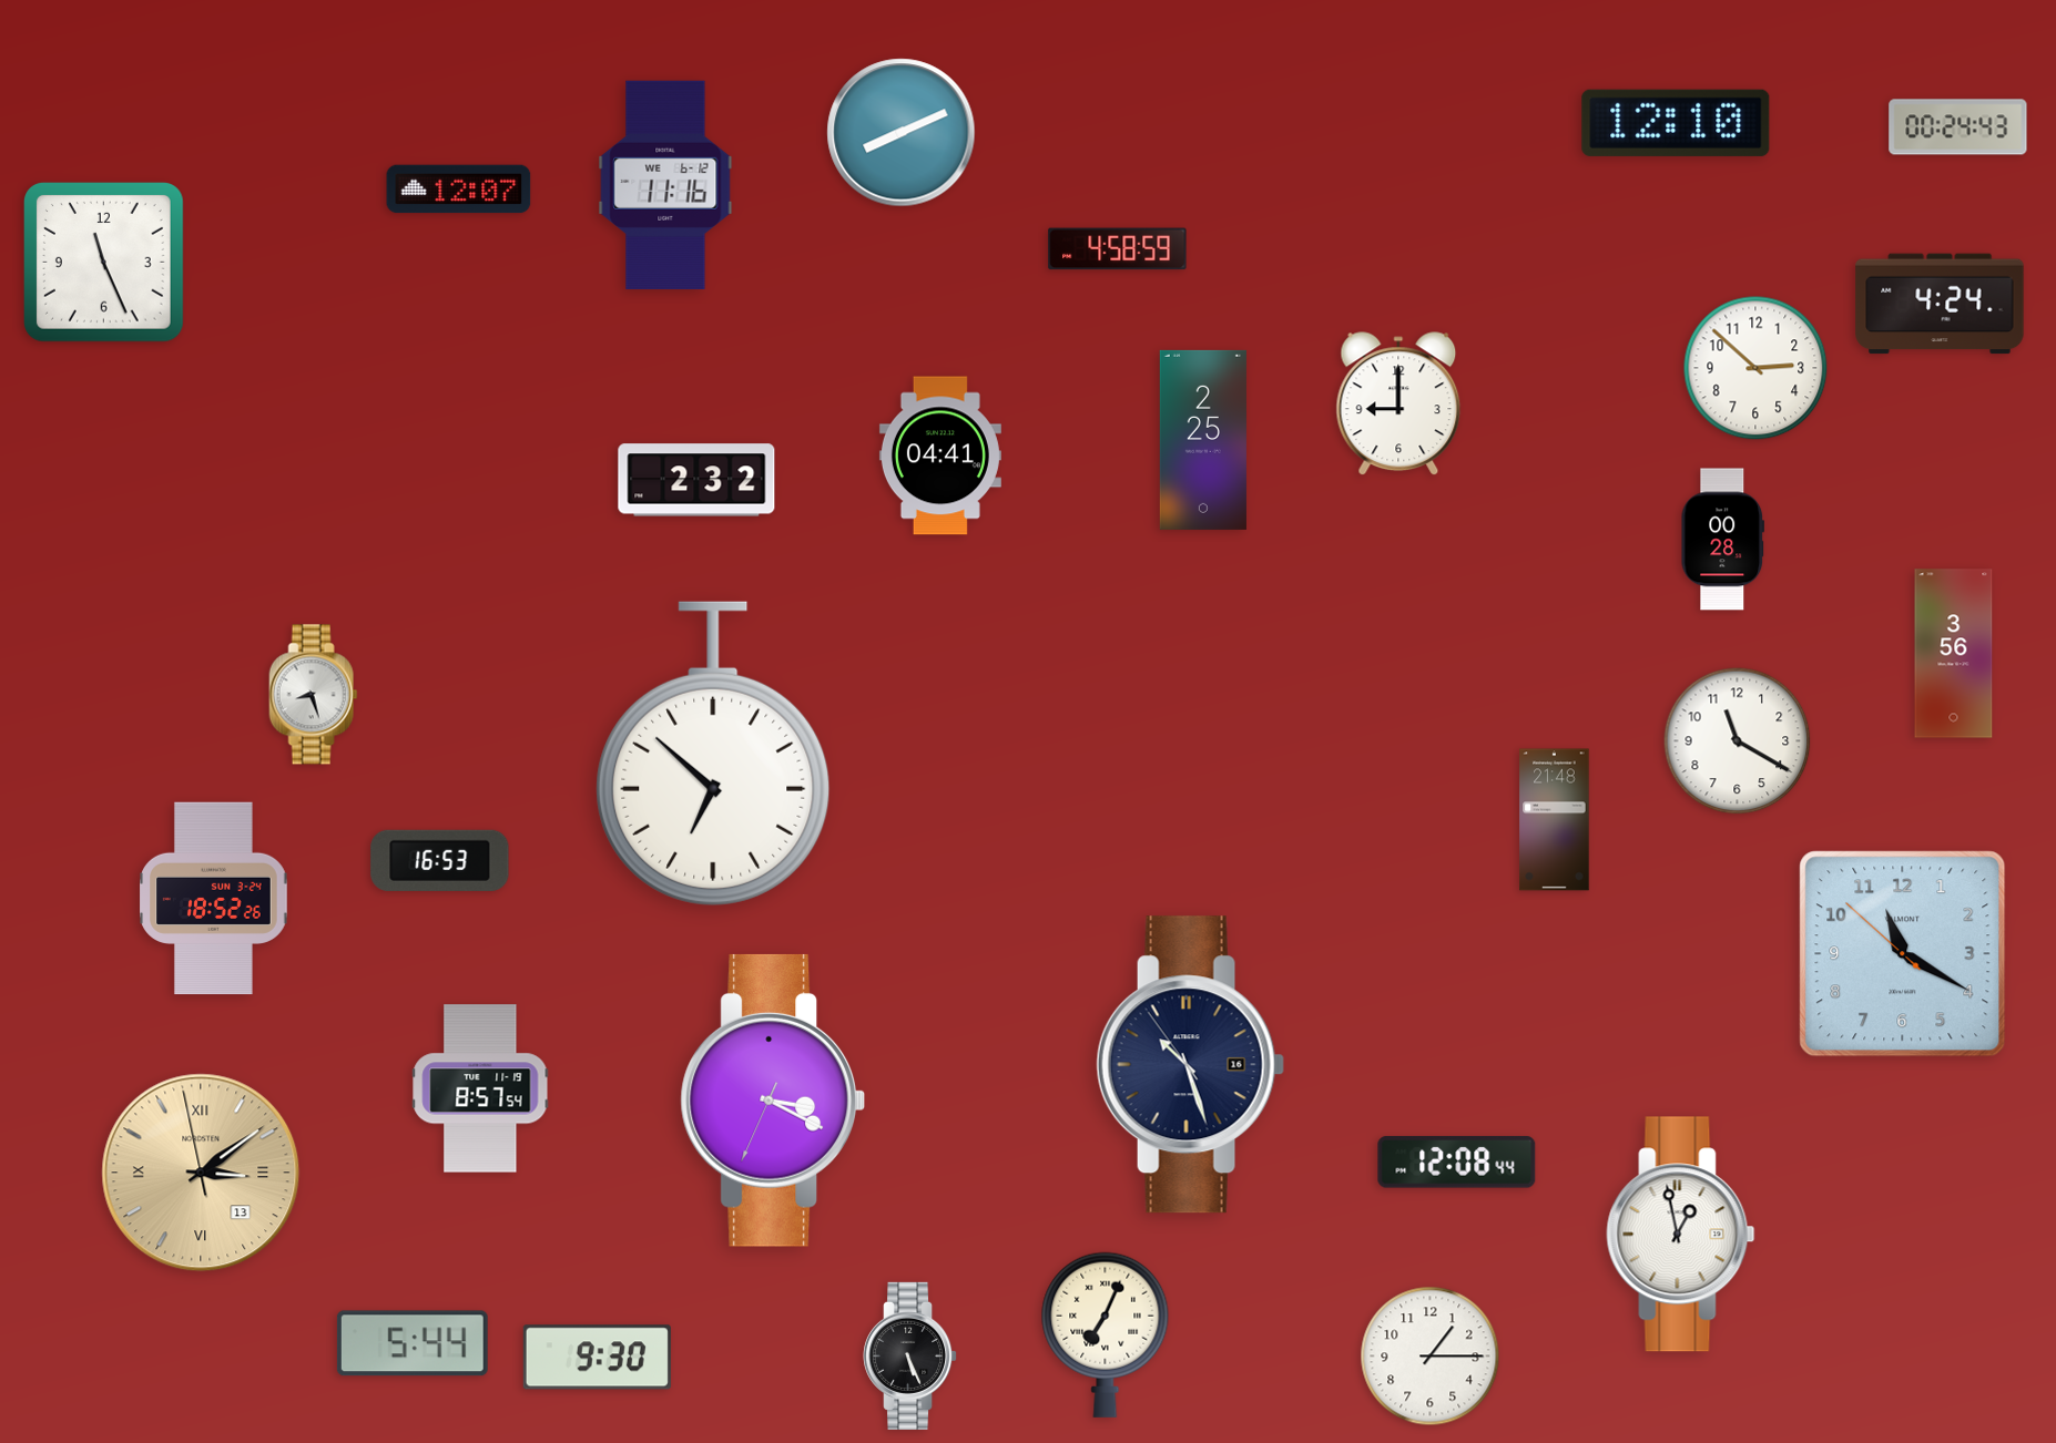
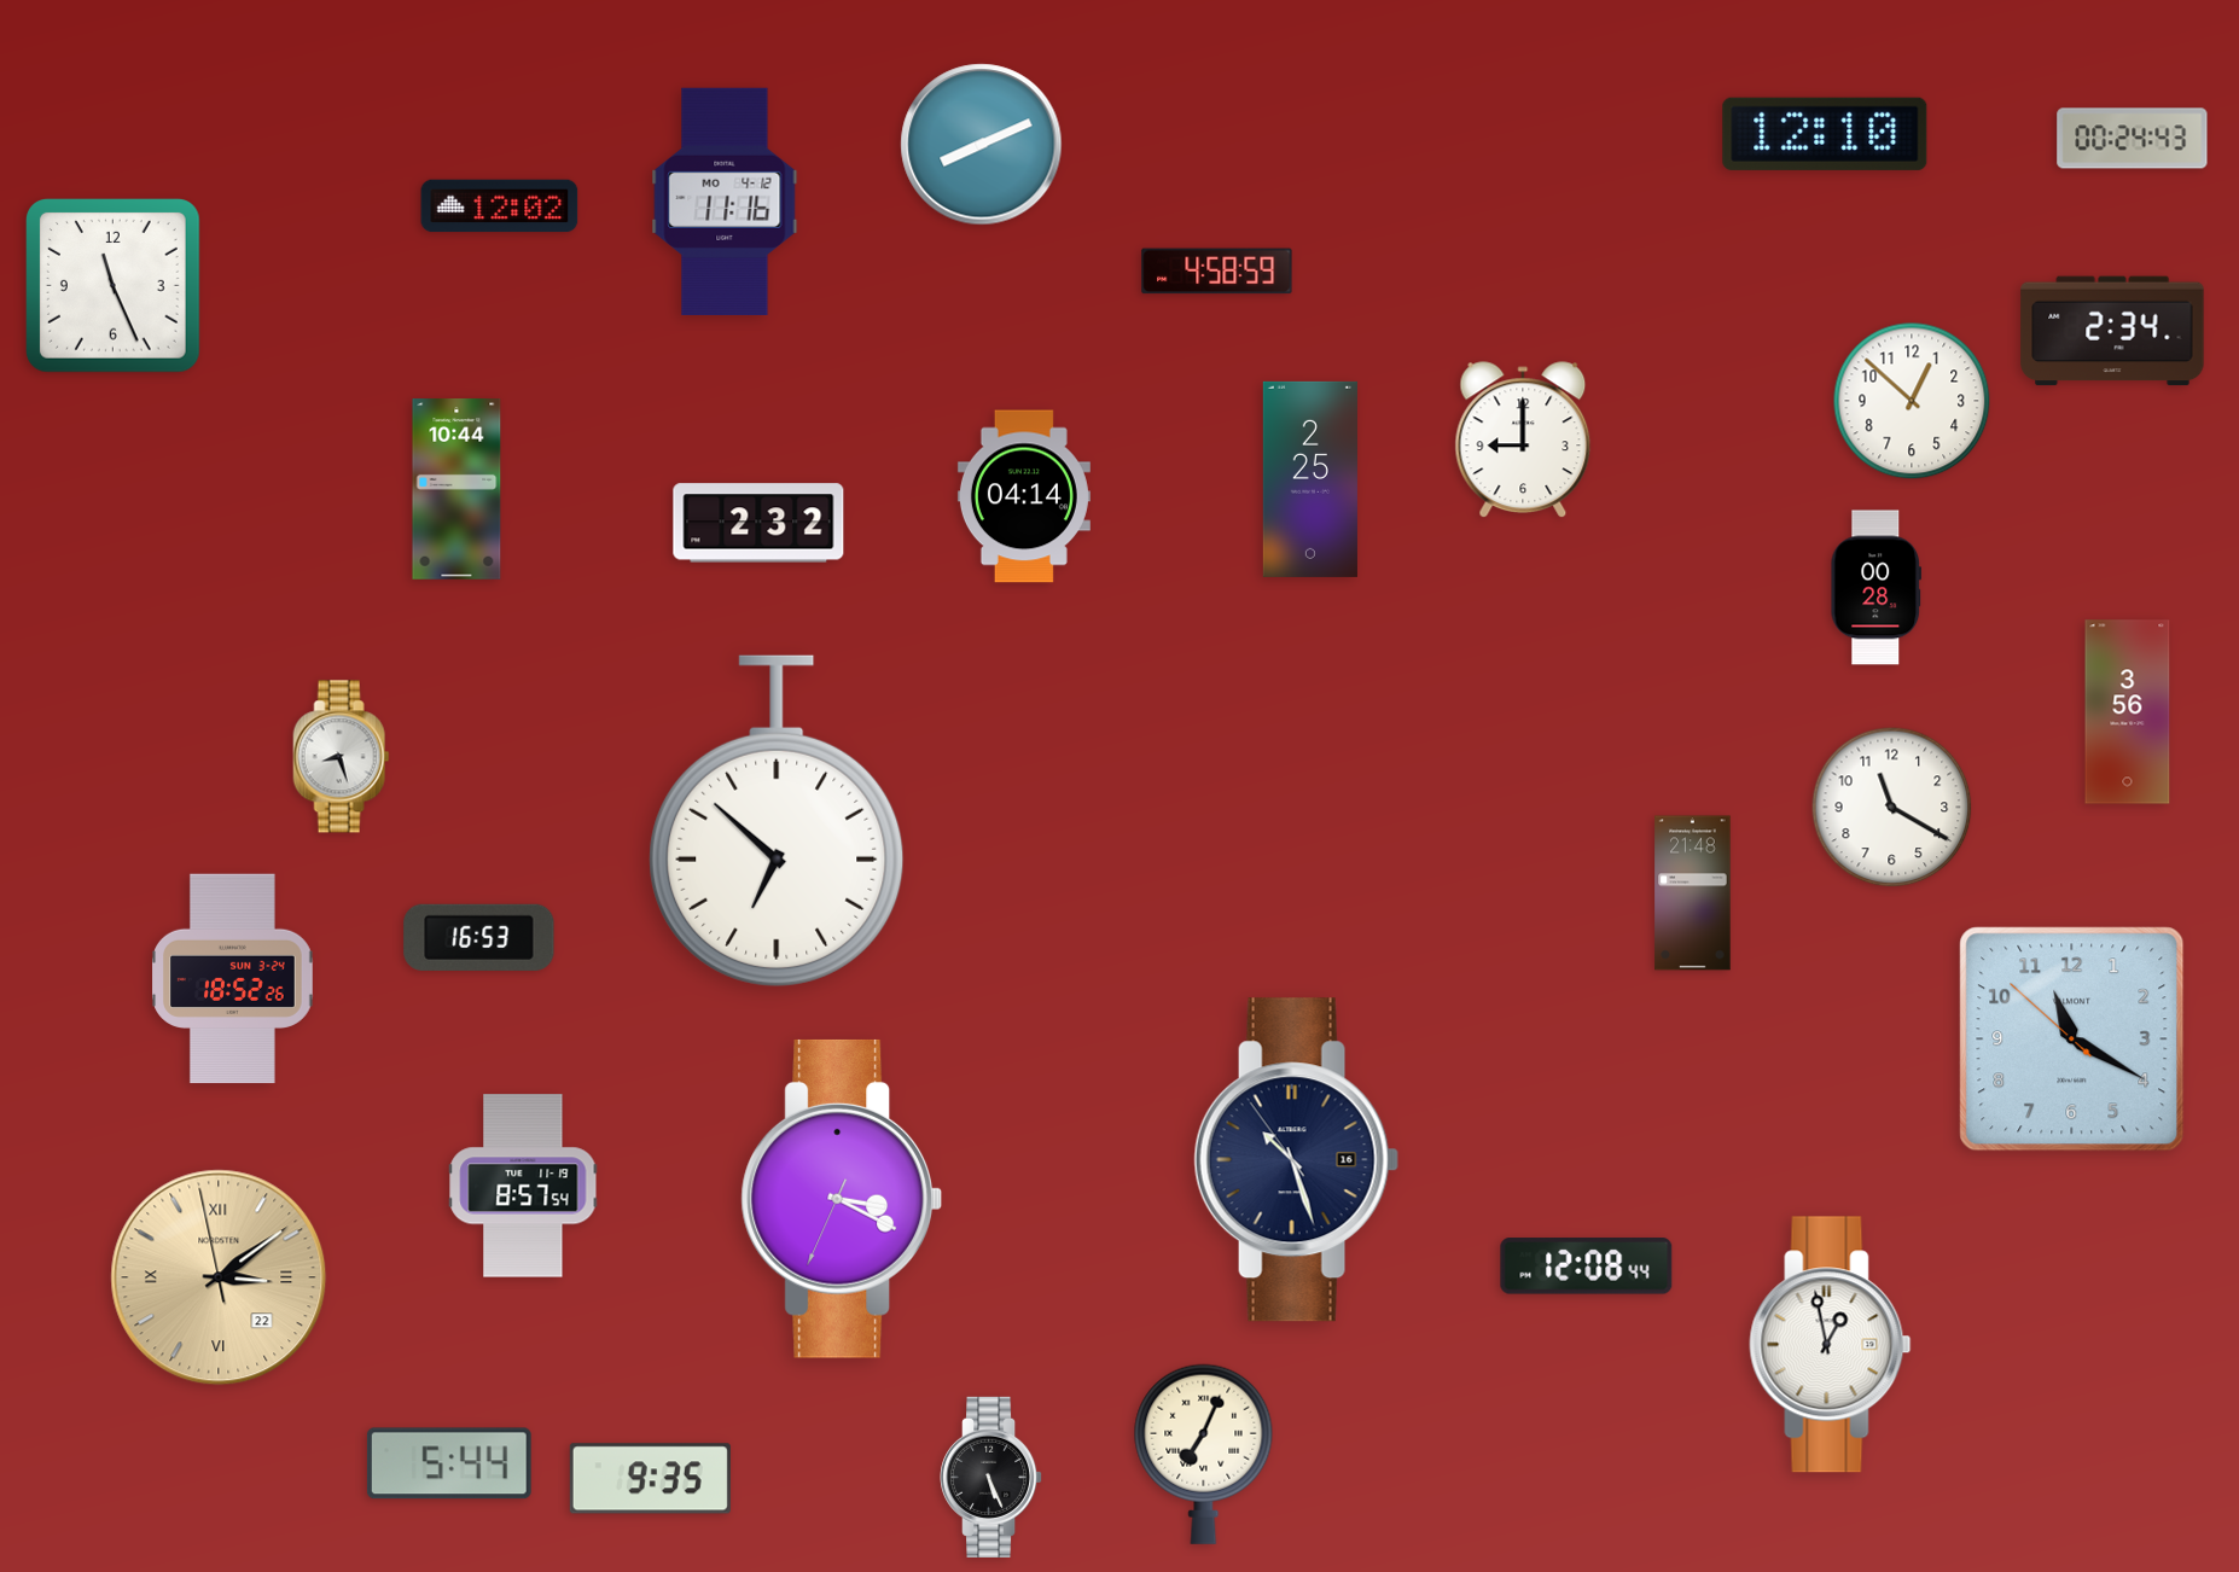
clock at (665, 185) date: WE 6-12 -> MO 4-12
clock at (459, 190): 12:07 -> 12:02
clock at (1940, 304): 4:24 -> 2:34
clock at (1755, 368): 2:52 -> 12:52
clock at (456, 490): none -> 10:44
clock at (940, 456): 04:41 -> 04:14
clock at (201, 1173) date: 13 -> 22
clock at (1431, 1357): 1:15 -> none
clock at (597, 1358): 9:30 -> 9:35
